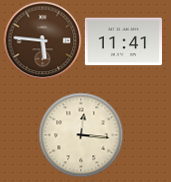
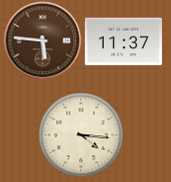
clock at (123, 42): 11:41 -> 11:37
clock at (81, 135): 12:16 -> 4:16
